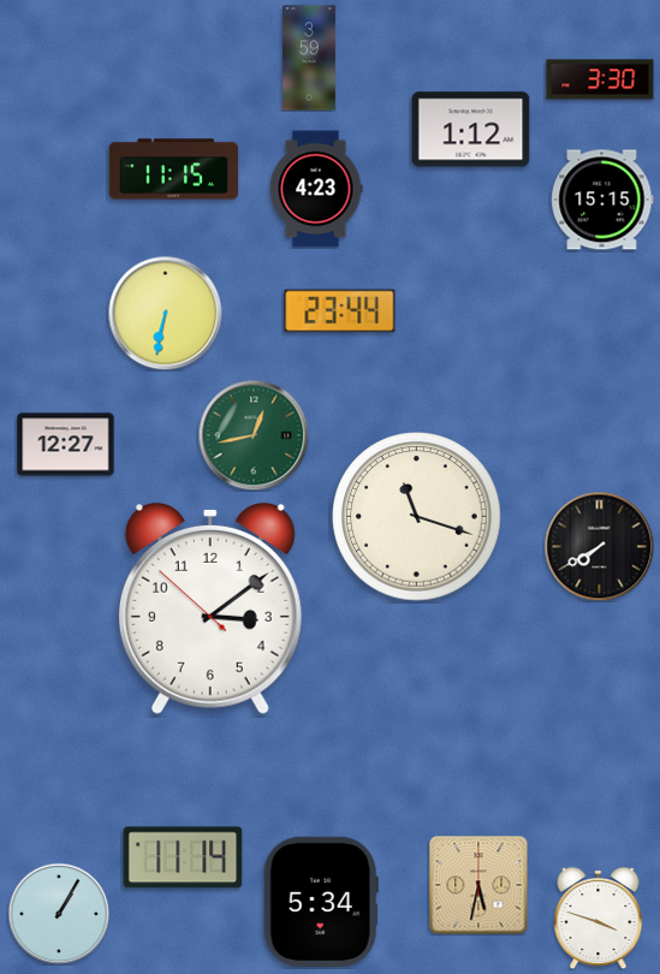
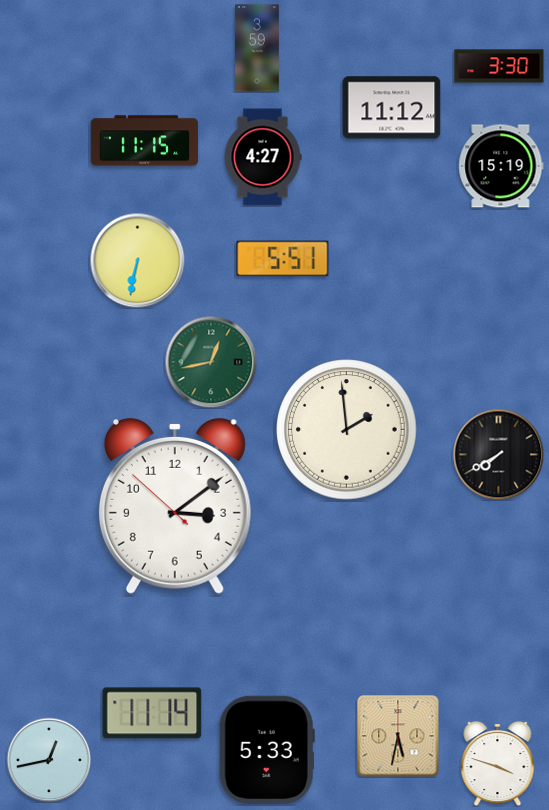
clock at (471, 130): 1:12 -> 11:12
clock at (316, 189): 4:23 -> 4:27
clock at (602, 200): 15:15 -> 15:19
clock at (340, 311): 23:44 -> 5:51
clock at (66, 445): 12:27 -> none
clock at (417, 517): 11:18 -> 1:59
clock at (321, 901): 5:34 -> 5:33
clock at (59, 914): 1:05 -> 12:43
